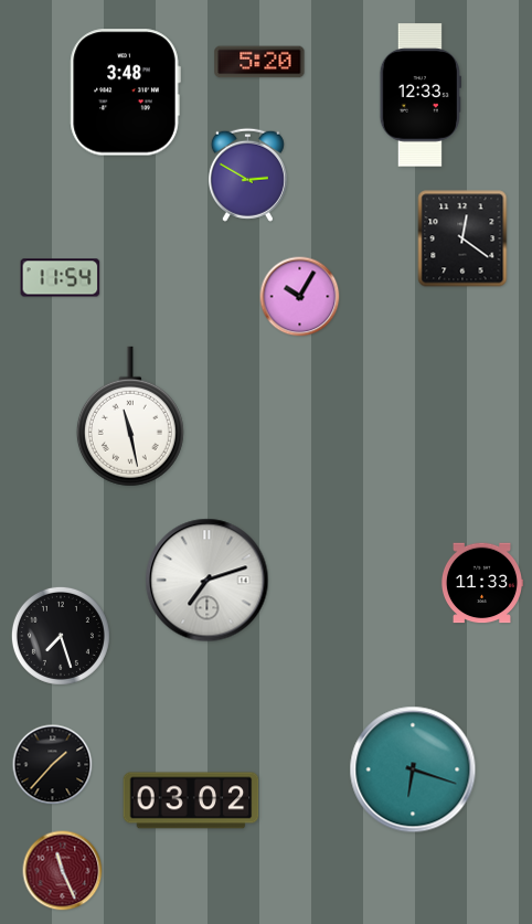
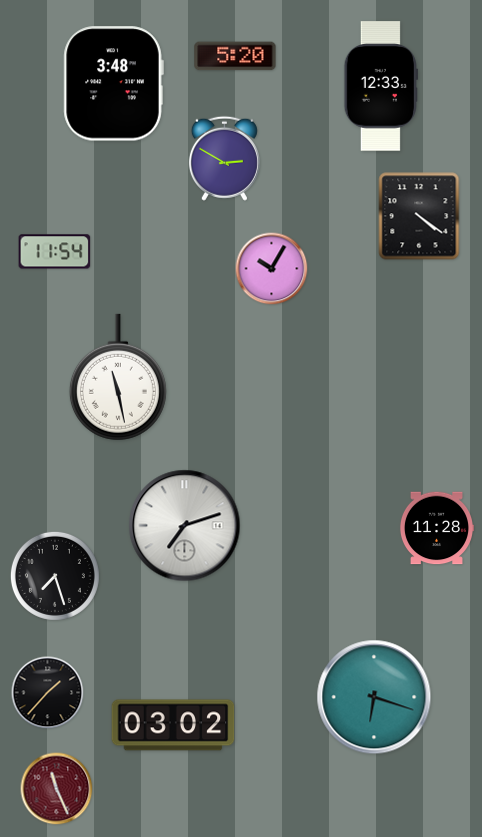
clock at (462, 238): 12:21 -> 4:21
clock at (208, 581) position: (208, 581) -> (185, 526)
clock at (481, 583): 11:33 -> 11:28
